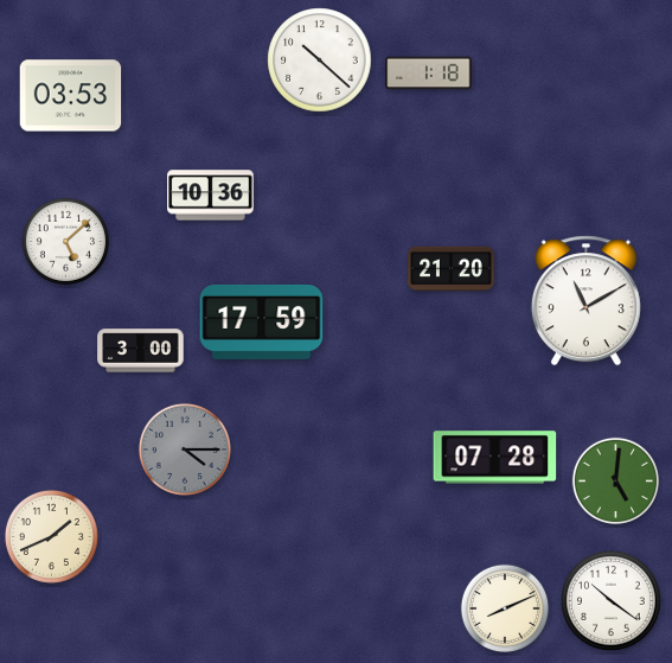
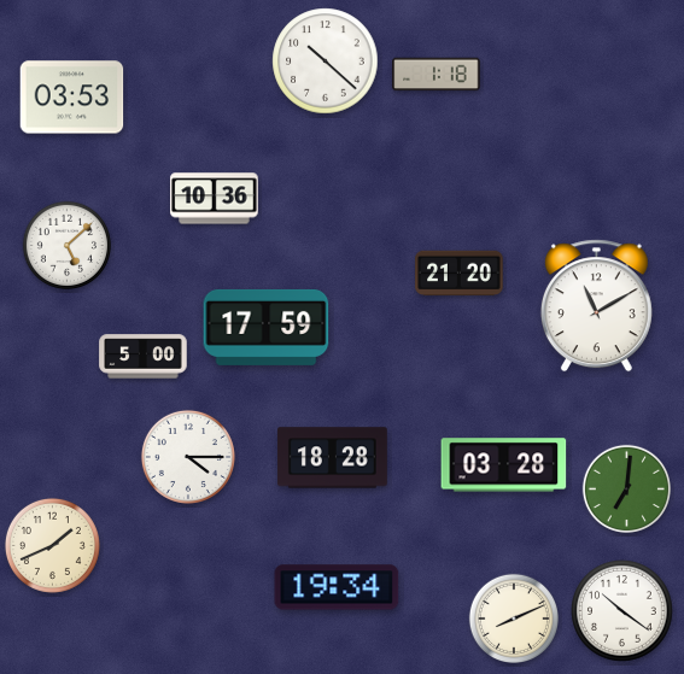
clock at (141, 351): 3:00 -> 5:00
clock at (185, 450) dial: grey -> white
clock at (333, 458): none -> 18:28
clock at (495, 458): 07:28 -> 03:28
clock at (616, 482): 5:01 -> 7:01
clock at (337, 587): none -> 19:34
